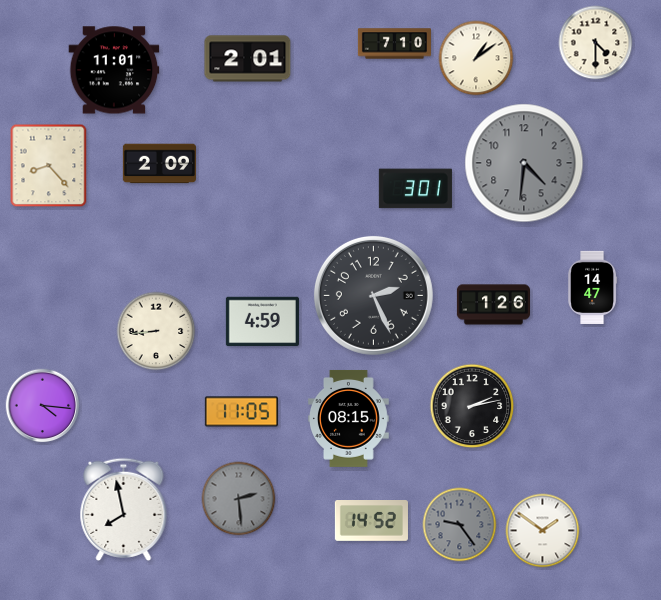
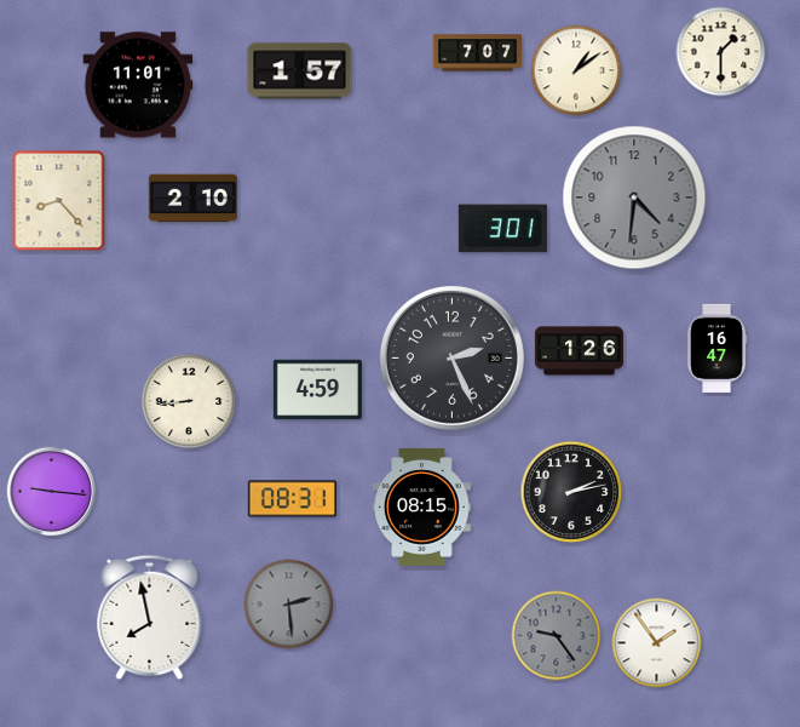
clock at (596, 43): 4:30 -> 1:30
clock at (394, 44): 7:10 -> 7:07
clock at (248, 59): 2:01 -> 1:57
clock at (159, 164): 2:09 -> 2:10
clock at (593, 287): 14:47 -> 16:47
clock at (493, 305) position: (493, 305) -> (579, 351)
clock at (43, 406): 4:16 -> 9:16
clock at (241, 412): 11:05 -> 08:31
clock at (371, 521): 14:52 -> none
clock at (543, 531): 1:51 -> 1:54
